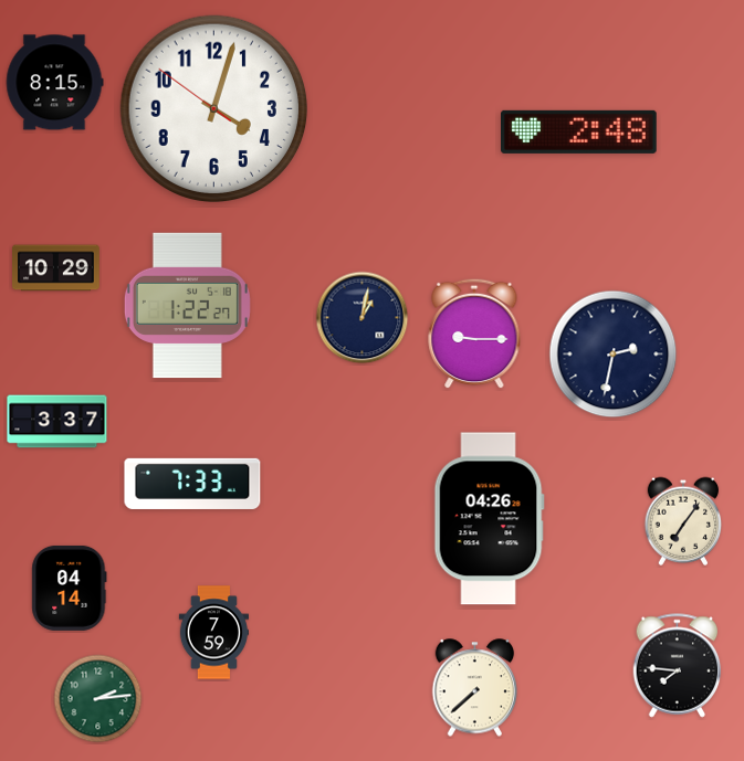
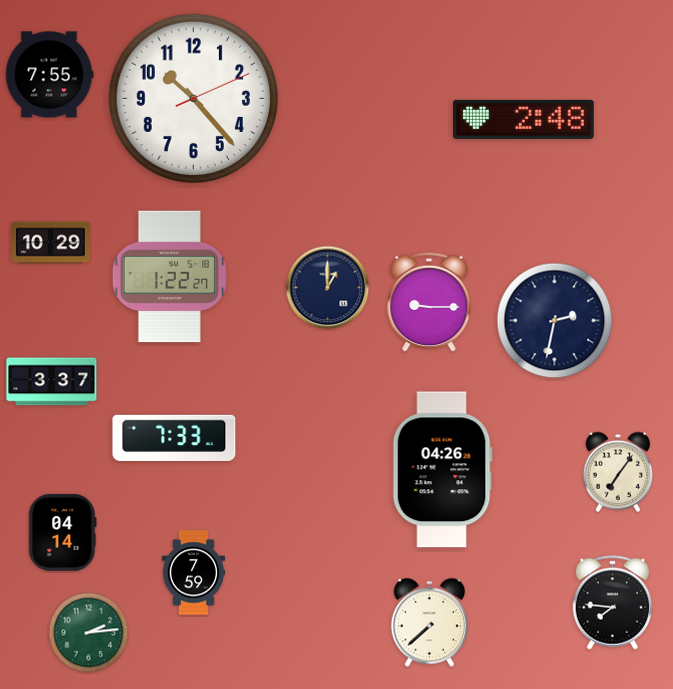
clock at (54, 83): 8:15 -> 7:55
clock at (213, 108): 4:02 -> 10:23
clock at (363, 318): 1:02 -> 1:00
